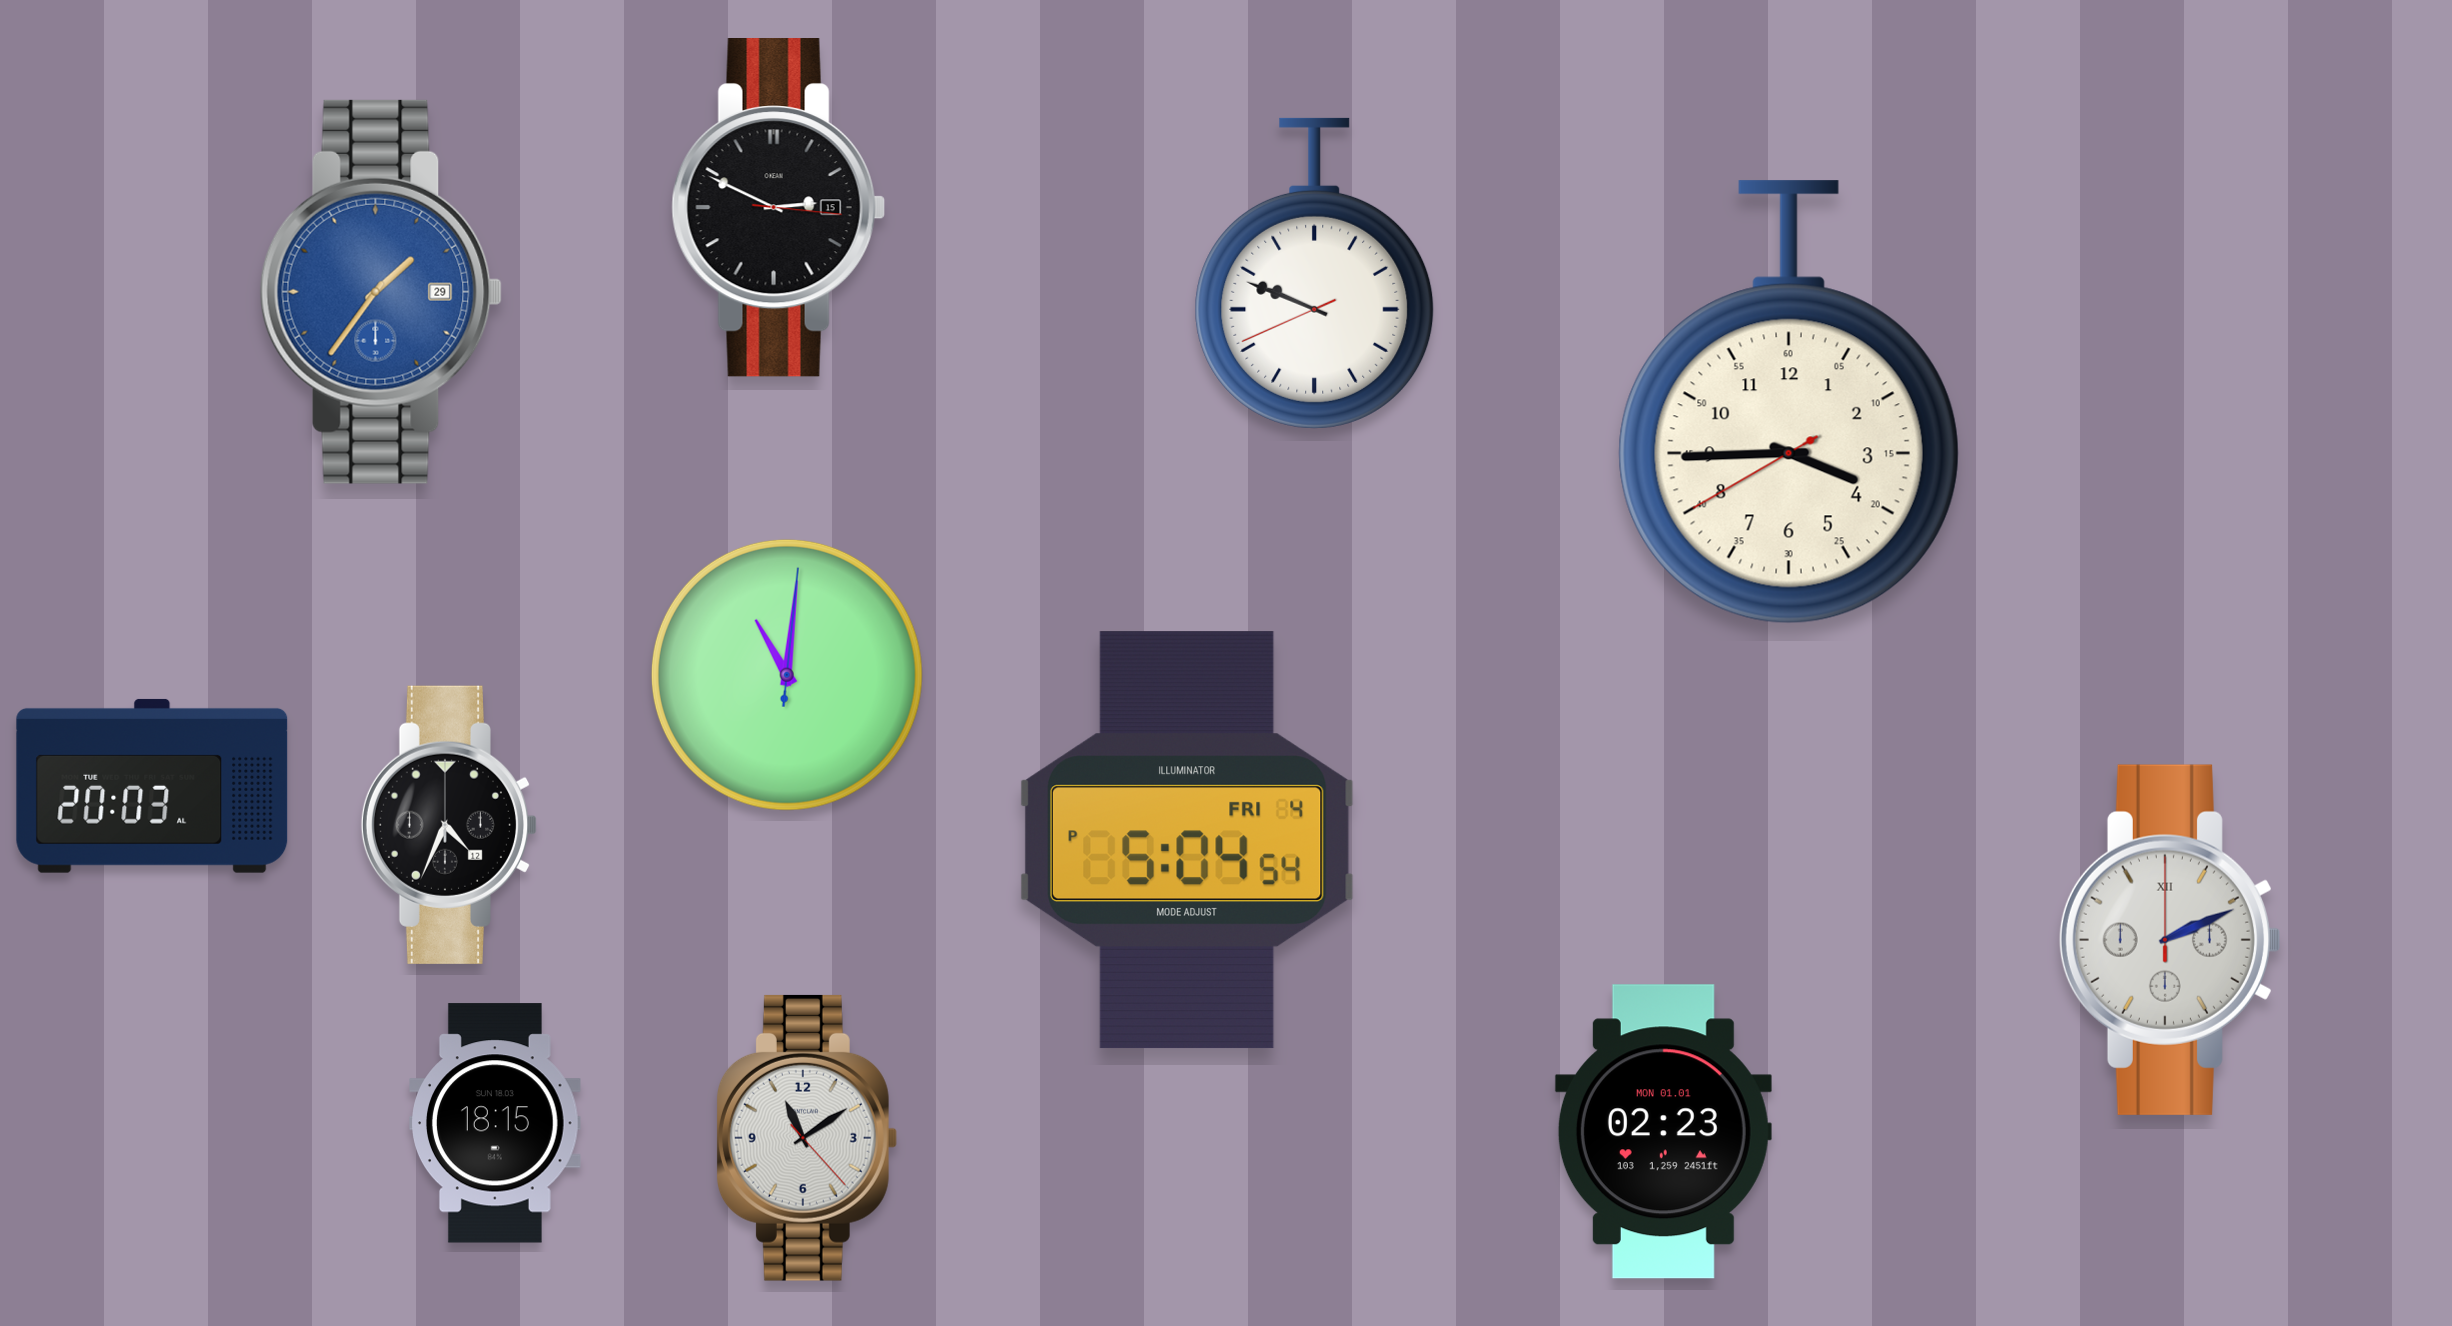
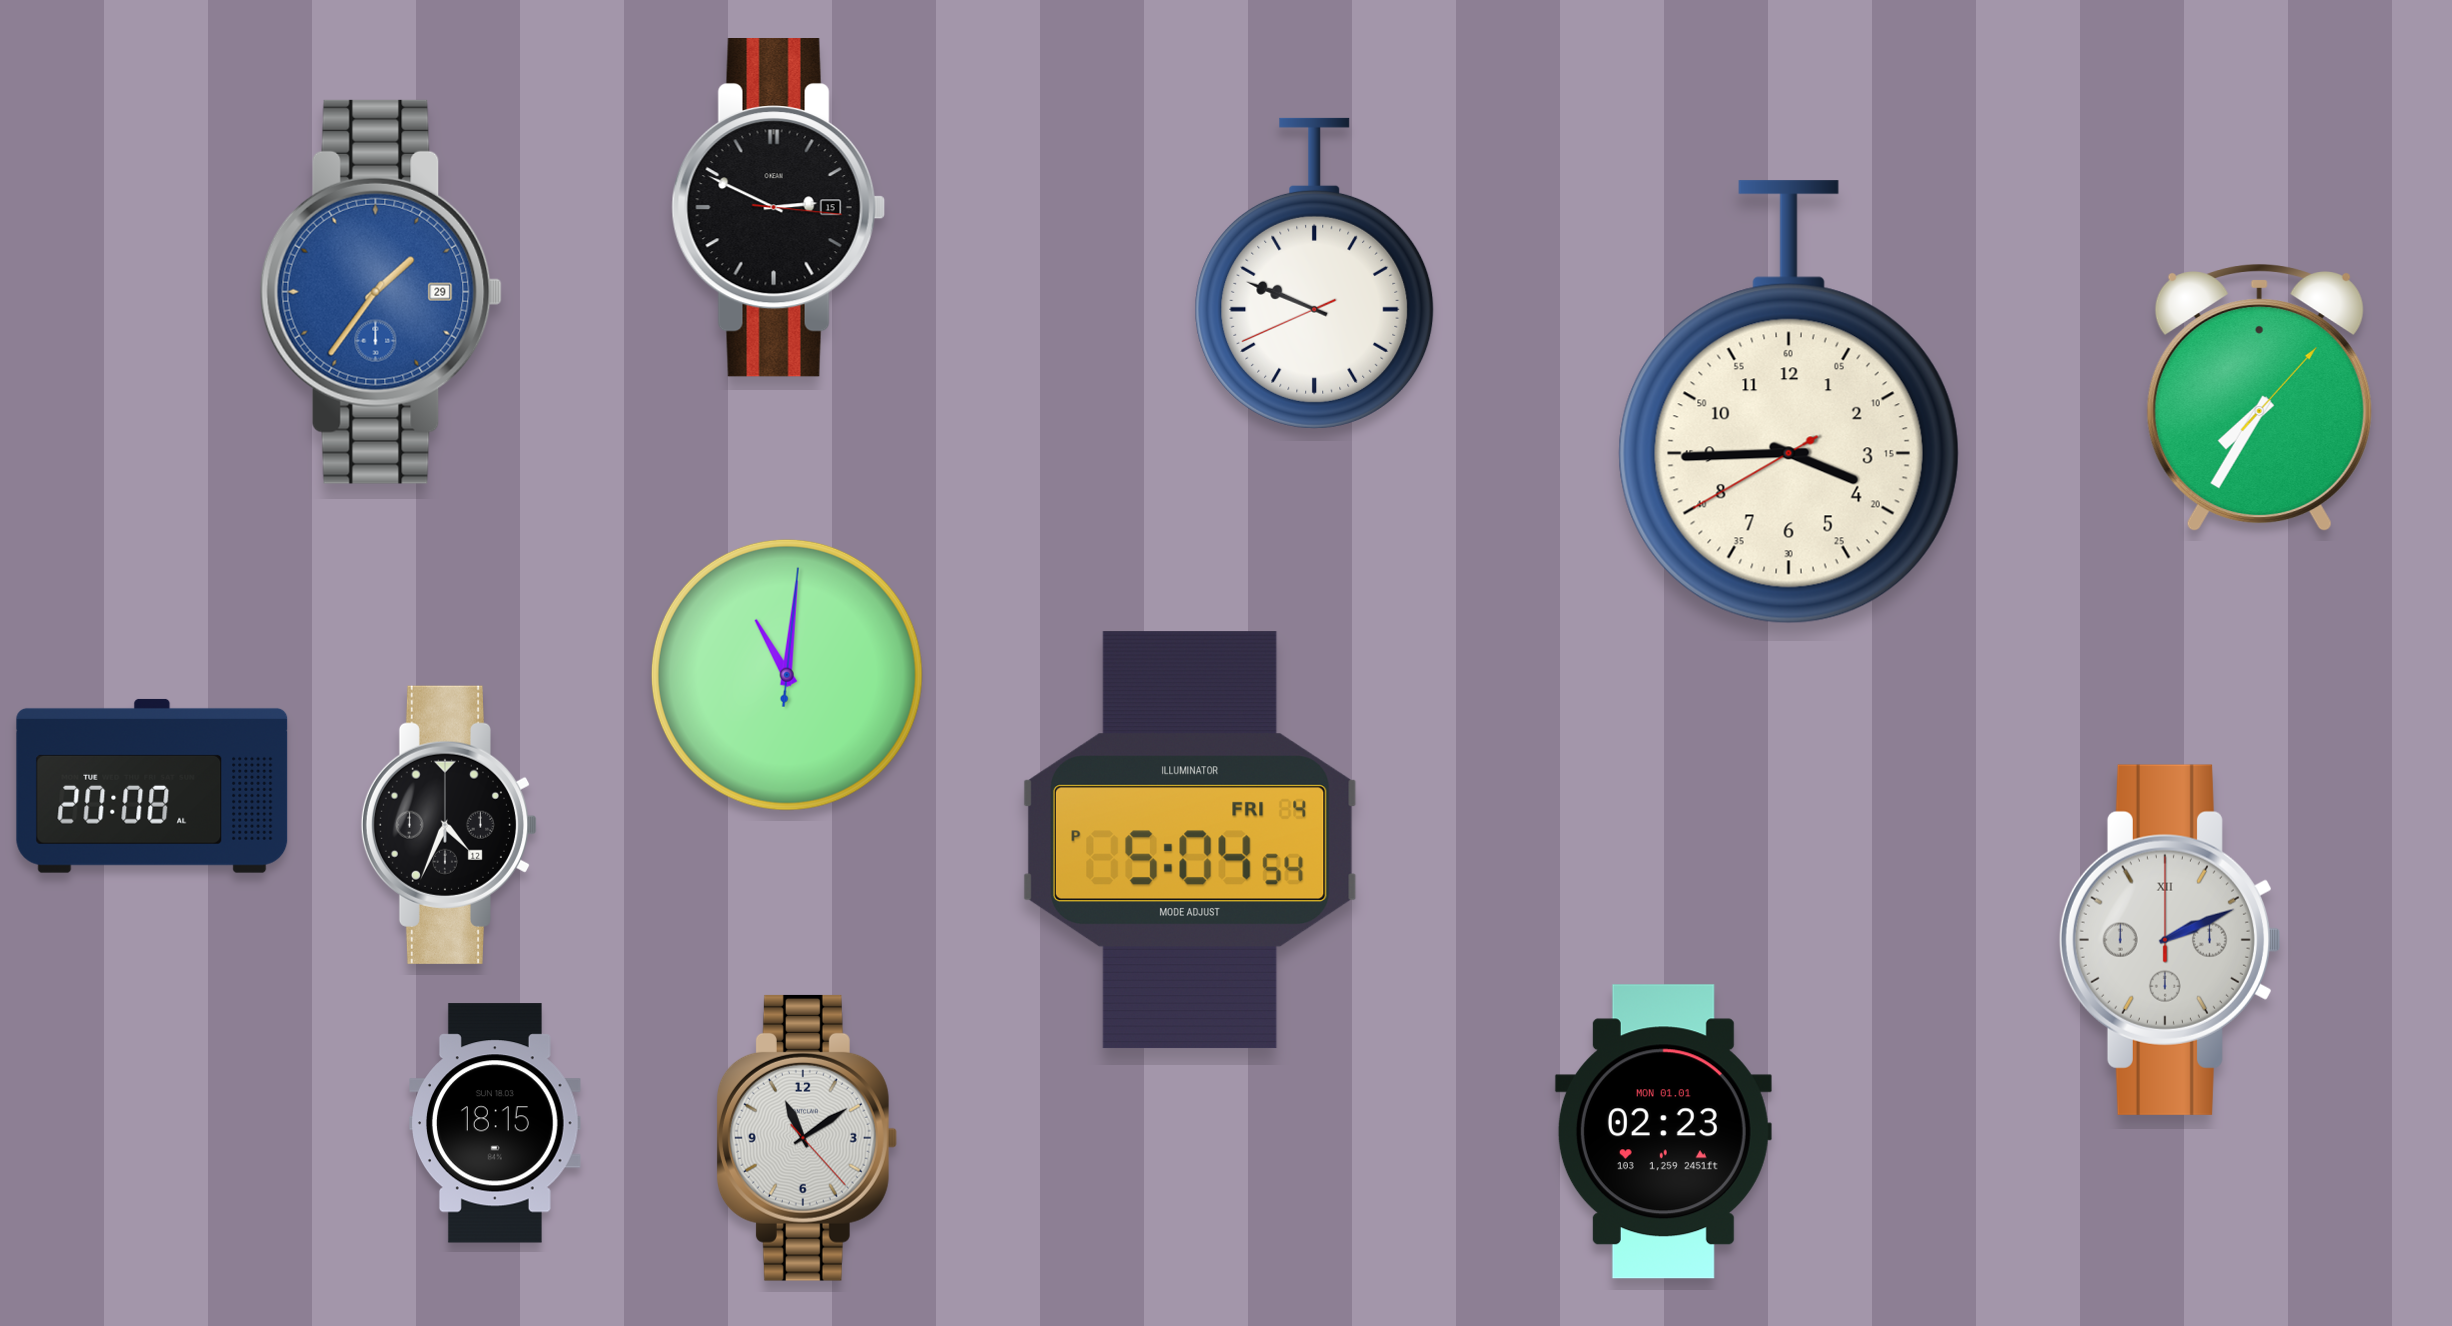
clock at (2259, 398): none -> 7:35
clock at (152, 786): 20:03 -> 20:08
clock at (1187, 840) position: (1187, 840) -> (1190, 840)
